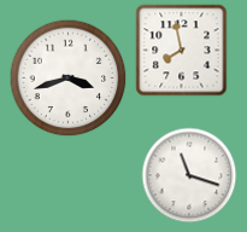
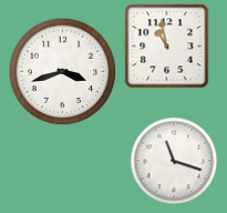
clock at (182, 51): 7:58 -> 10:58
